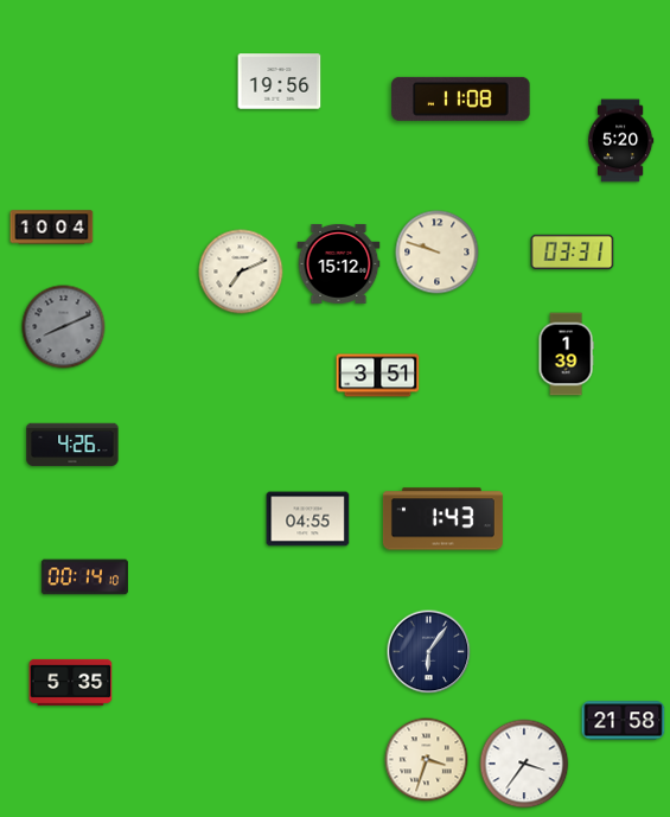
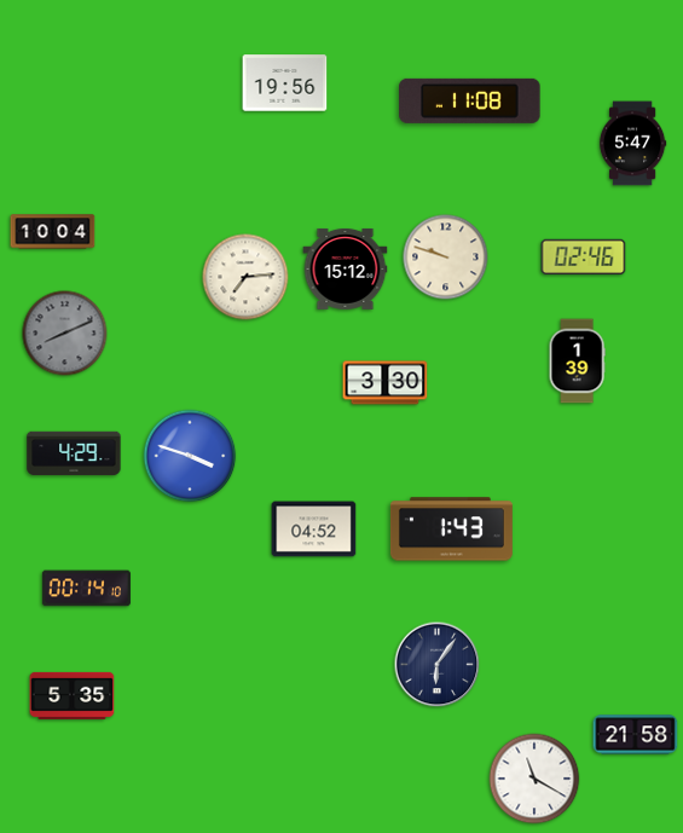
clock at (620, 141): 5:20 -> 5:47
clock at (573, 253): 03:31 -> 02:46
clock at (241, 272): 7:11 -> 7:14
clock at (378, 376): 3:51 -> 3:30
clock at (72, 445): 4:26 -> 4:29
clock at (190, 456): none -> 3:48
clock at (308, 519): 04:55 -> 04:52
clock at (427, 760): 3:33 -> none
clock at (524, 764): 3:36 -> 11:20
